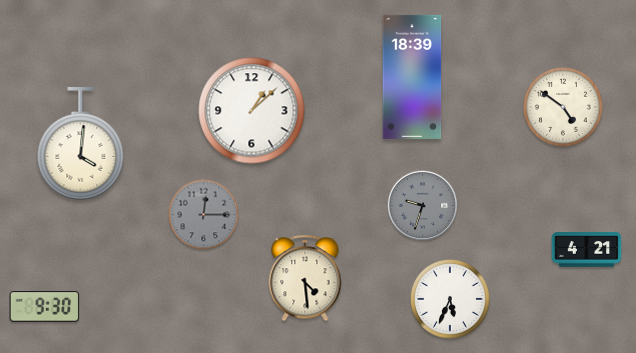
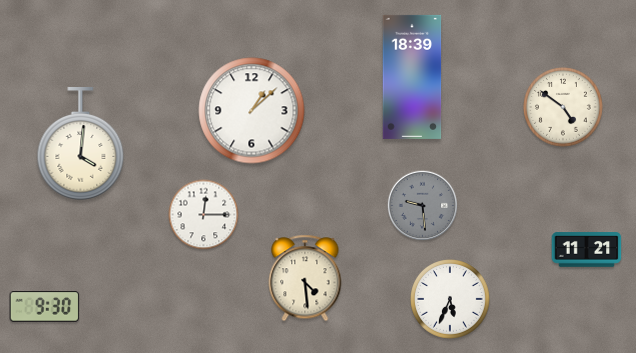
clock at (423, 206): 9:33 -> 9:29
clock at (204, 215) dial: grey -> white
clock at (587, 250): 4:21 -> 11:21
